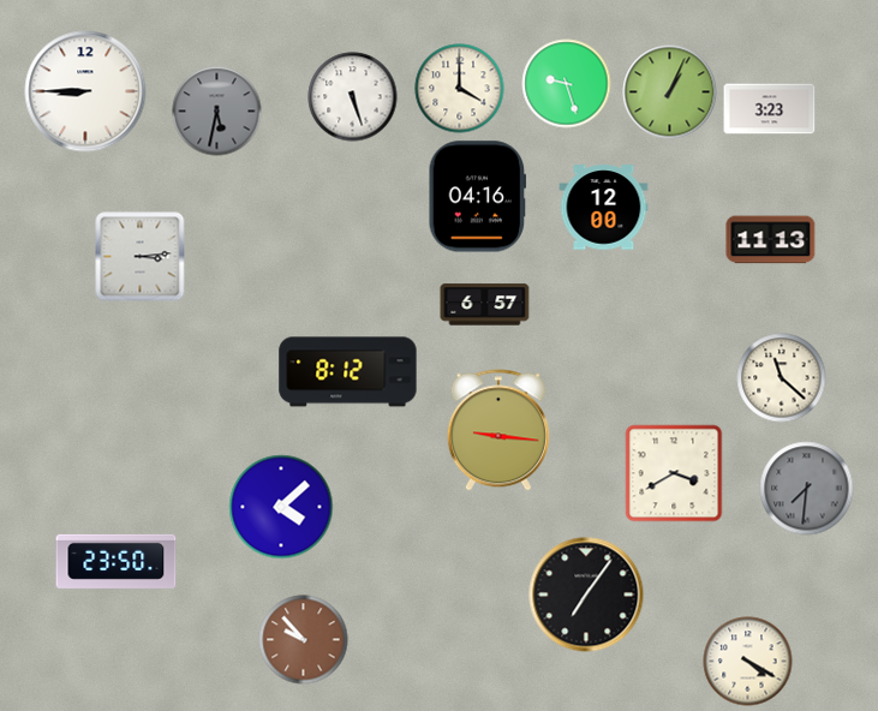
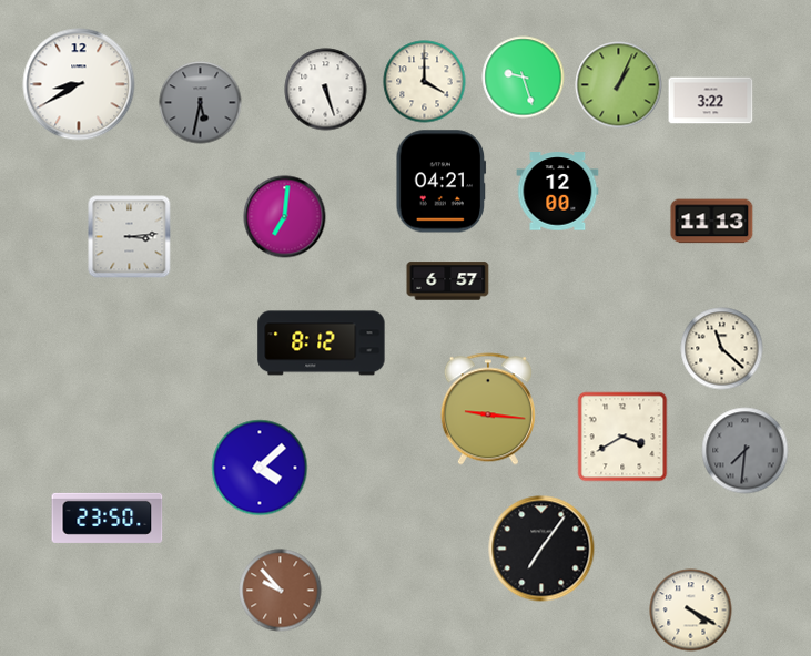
clock at (85, 91): 8:45 -> 8:40
clock at (770, 109): 3:23 -> 3:22
clock at (478, 197): 04:16 -> 04:21
clock at (285, 217): none -> 7:01
clock at (498, 430) position: (498, 430) -> (488, 409)
